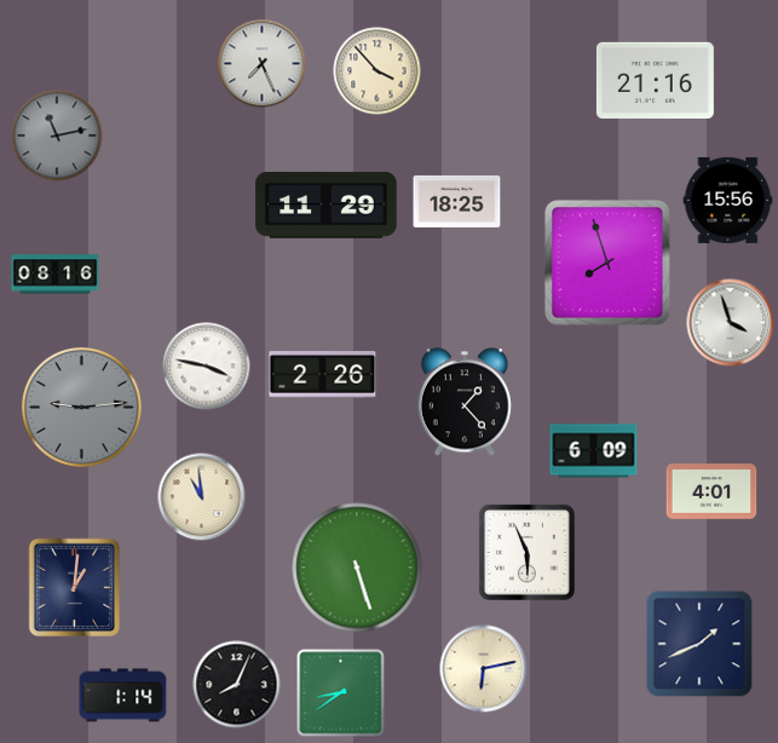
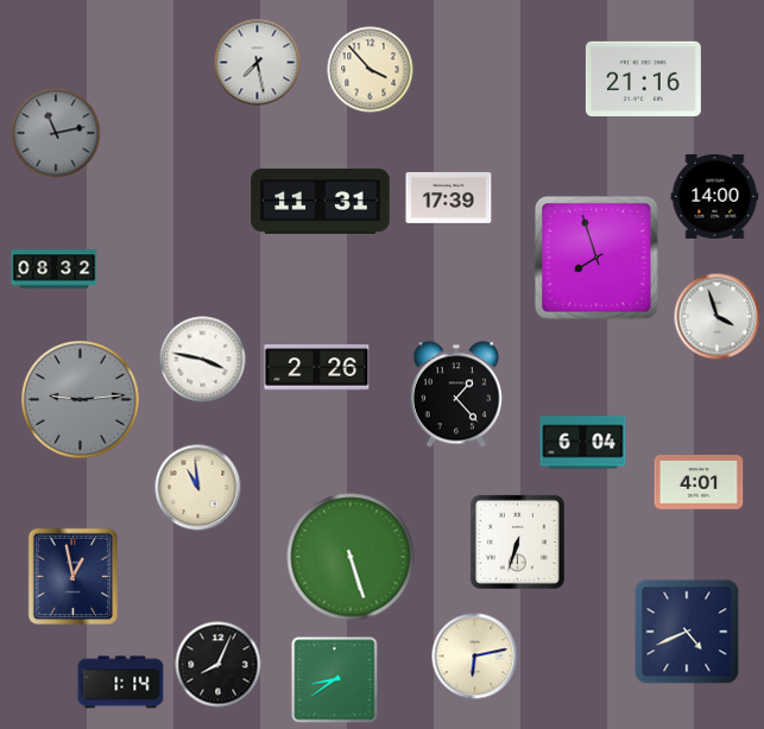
clock at (263, 64): 7:26 -> 7:28
clock at (728, 200): 15:56 -> 14:00
clock at (457, 201): 18:25 -> 17:39
clock at (327, 206): 11:29 -> 11:31
clock at (56, 275): 08:16 -> 08:32
clock at (594, 451): 6:09 -> 6:04
clock at (526, 552): 5:56 -> 6:33
clock at (75, 588): 1:01 -> 12:58
clock at (699, 644): 1:41 -> 4:41
clock at (237, 685) position: (237, 685) -> (219, 665)
